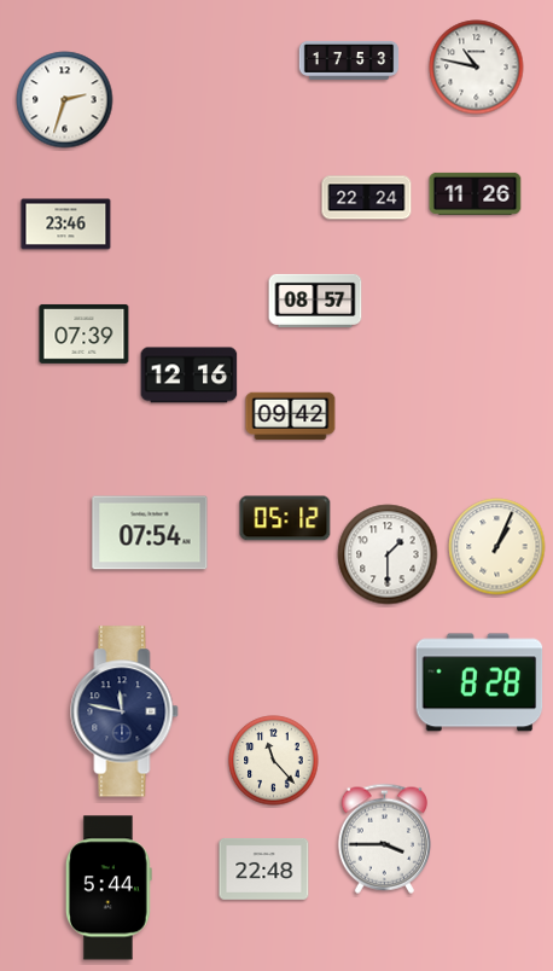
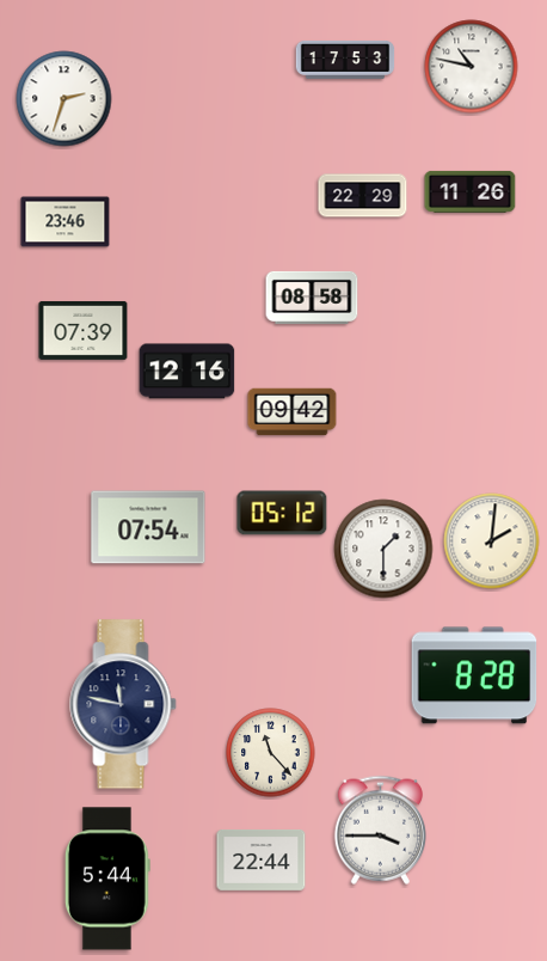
clock at (367, 198): 22:24 -> 22:29
clock at (315, 301): 08:57 -> 08:58
clock at (291, 417) position: (291, 417) -> (293, 412)
clock at (497, 547): 1:04 -> 2:01
clock at (264, 870): 22:48 -> 22:44
